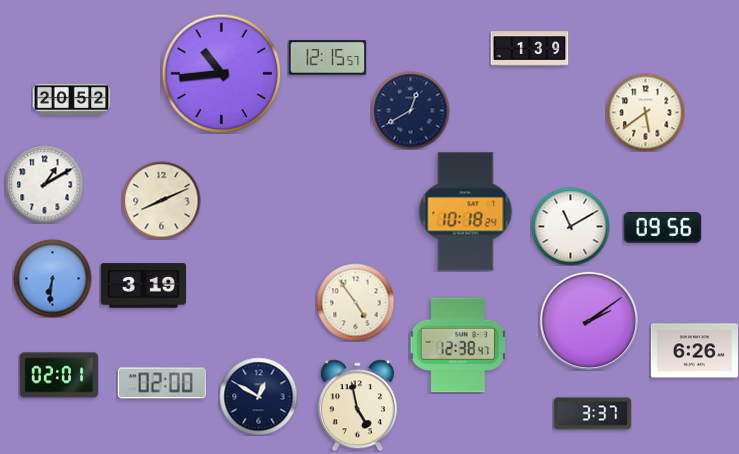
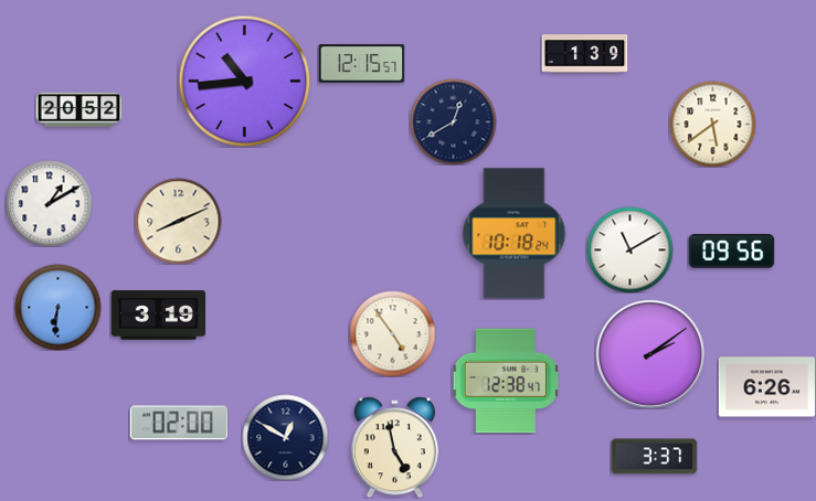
clock at (59, 375): 02:01 -> none
